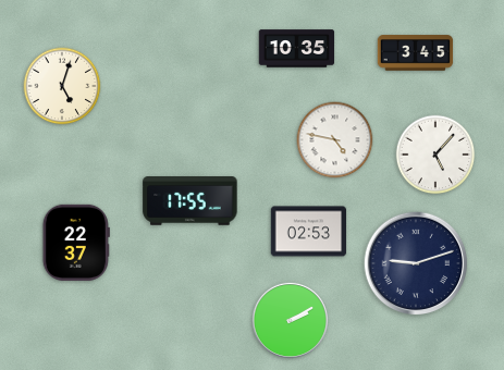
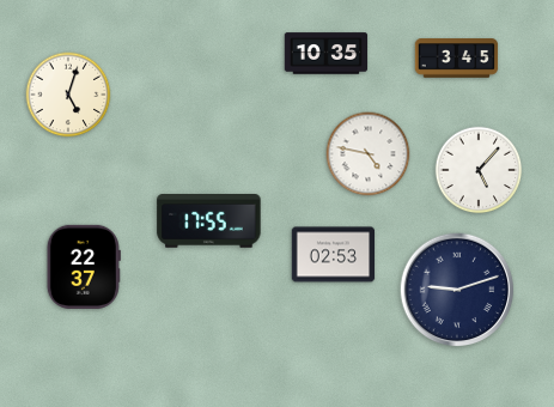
clock at (309, 232) position: (309, 232) -> (334, 255)
clock at (290, 320): 2:10 -> none
